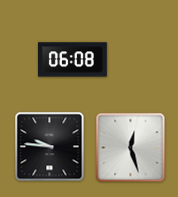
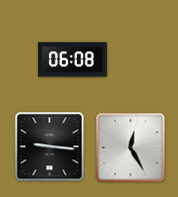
clock at (50, 147): 9:46 -> 9:16
clock at (131, 148): 12:27 -> 12:25
